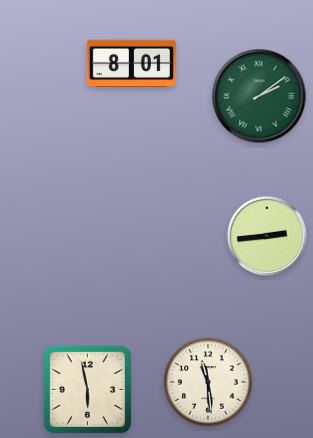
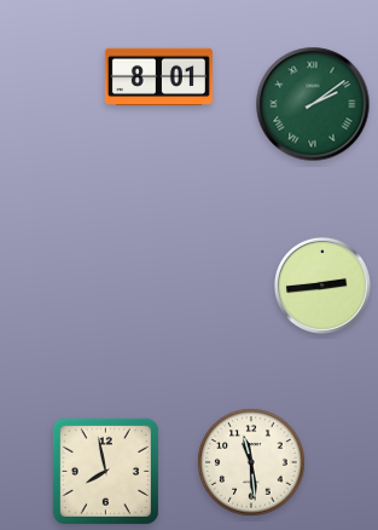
clock at (259, 96) position: (259, 96) -> (313, 104)
clock at (87, 389): 5:58 -> 7:58
